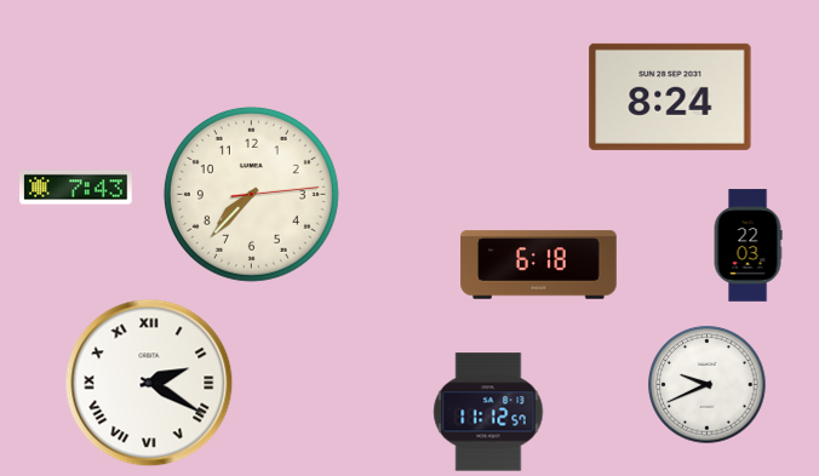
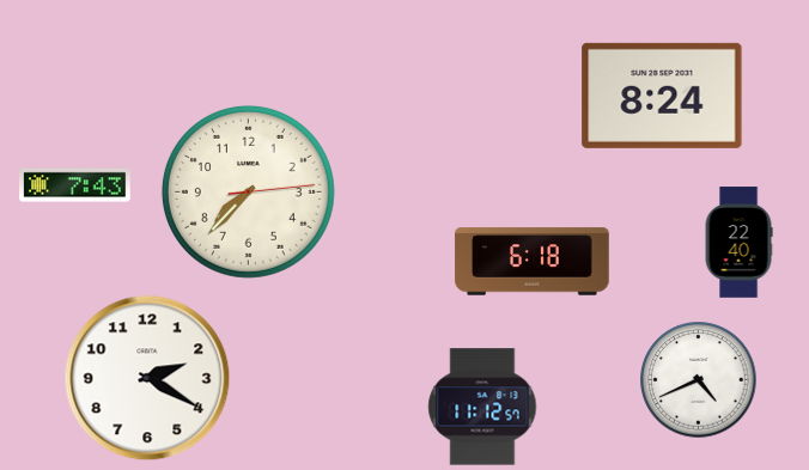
clock at (748, 246): 22:03 -> 22:40
clock at (149, 383) numerals: Roman -> Arabic
clock at (708, 385): 9:41 -> 4:41
